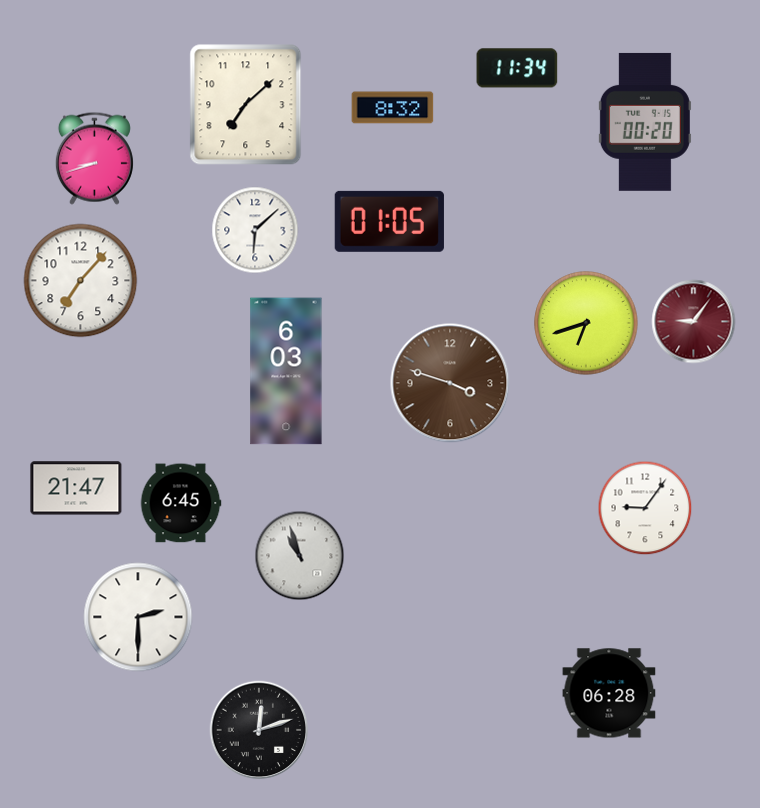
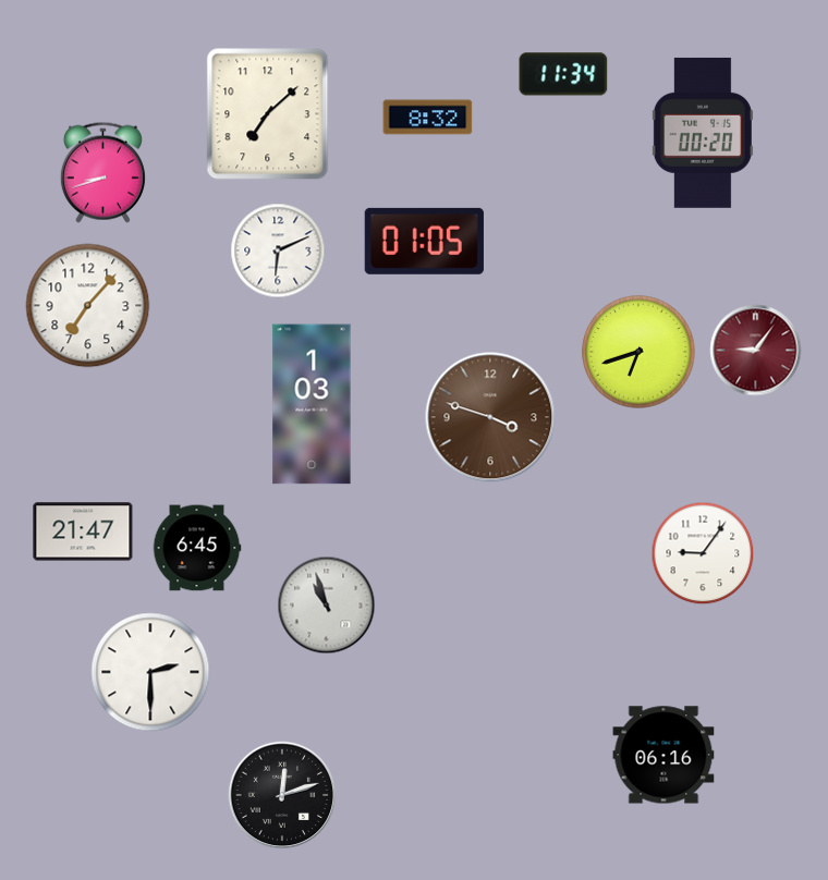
clock at (255, 230): 6:08 -> 6:11
clock at (286, 371): 6:03 -> 1:03
clock at (609, 693): 06:28 -> 06:16
